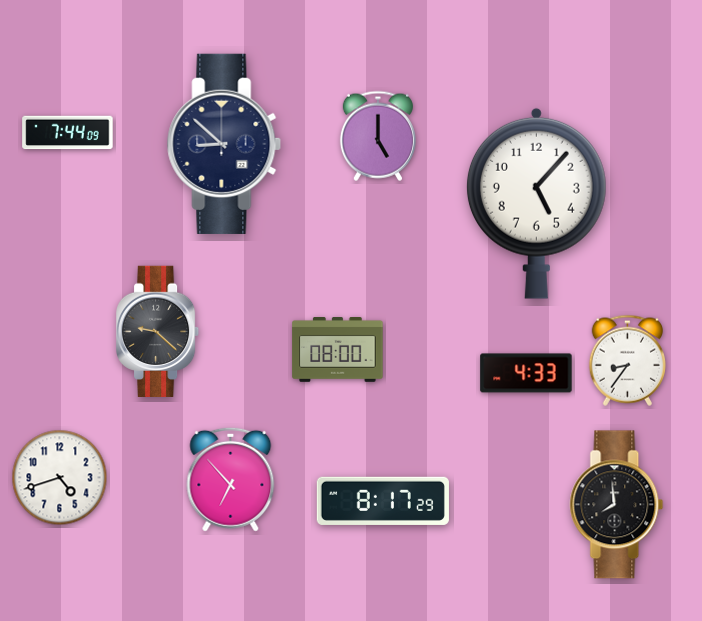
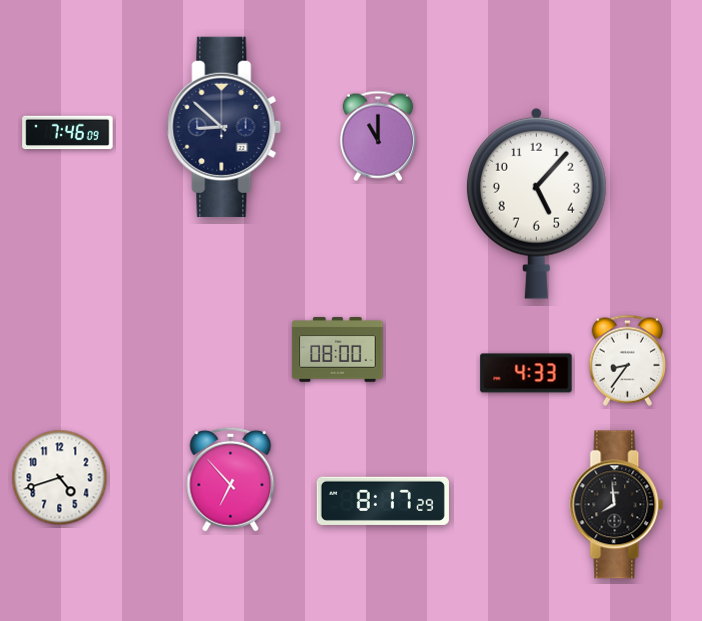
clock at (68, 133): 7:44 -> 7:46
clock at (378, 136): 5:00 -> 11:00
clock at (224, 144) position: (224, 144) -> (224, 127)
clock at (159, 331): 9:22 -> none
